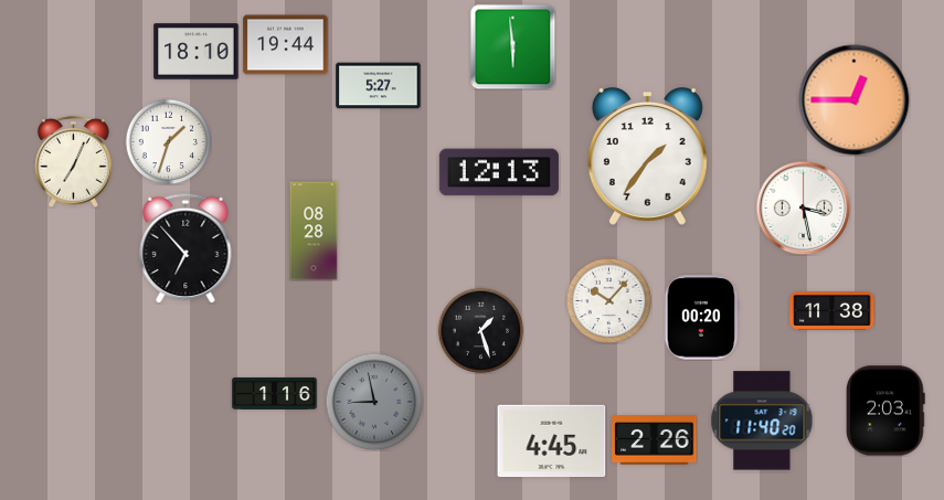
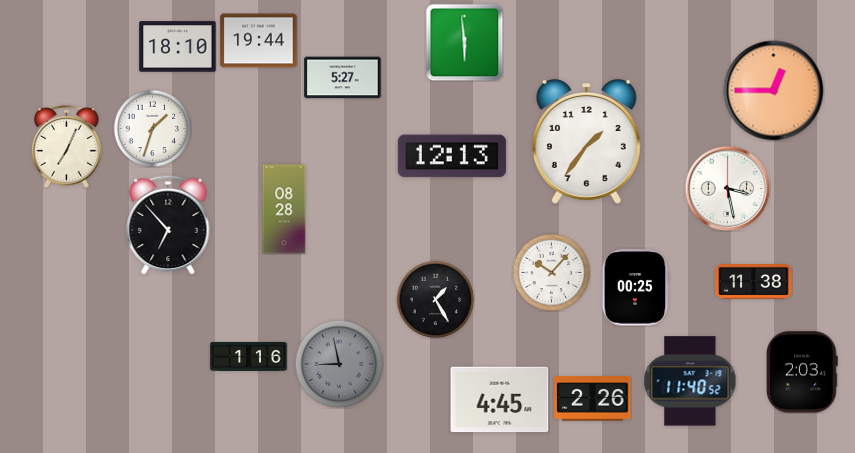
clock at (701, 318): 00:20 -> 00:25
clock at (480, 330): 1:27 -> 1:25
clock at (762, 421): 11:40:20 -> 11:40:52
